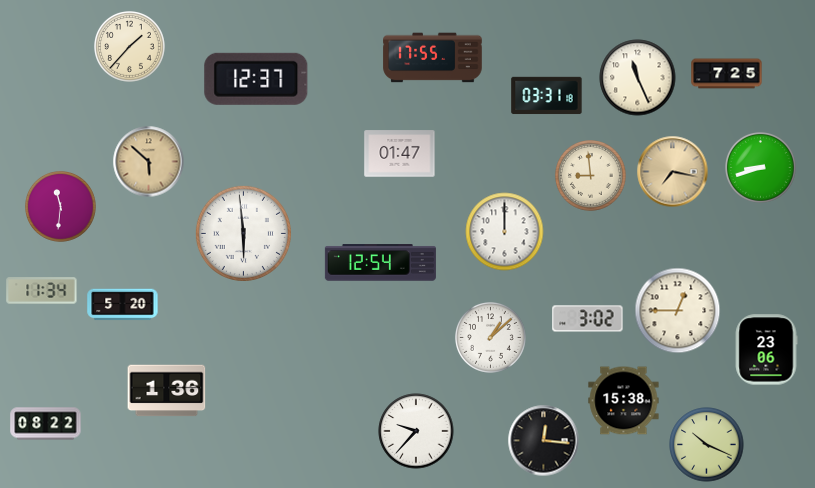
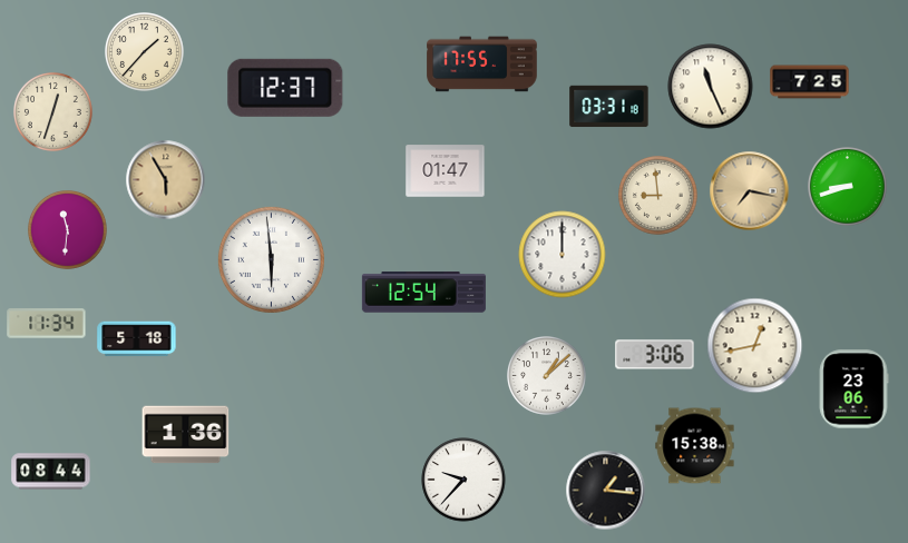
clock at (53, 112): none -> 12:33
clock at (149, 162): 5:52 -> 5:55
clock at (505, 232) position: (505, 232) -> (563, 255)
clock at (123, 305): 5:20 -> 5:18
clock at (678, 311): 12:45 -> 12:43
clock at (588, 319): 3:02 -> 3:06
clock at (46, 424): 08:22 -> 08:44
clock at (544, 441): 12:16 -> 1:16
clock at (707, 445): 10:19 -> none
